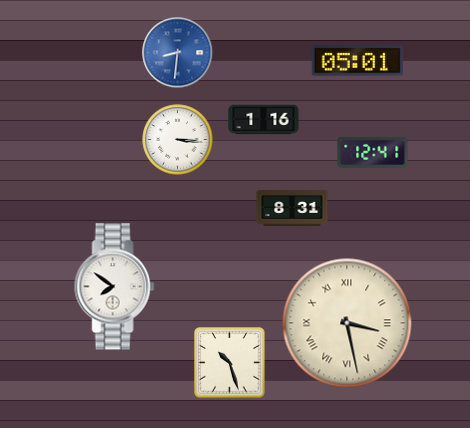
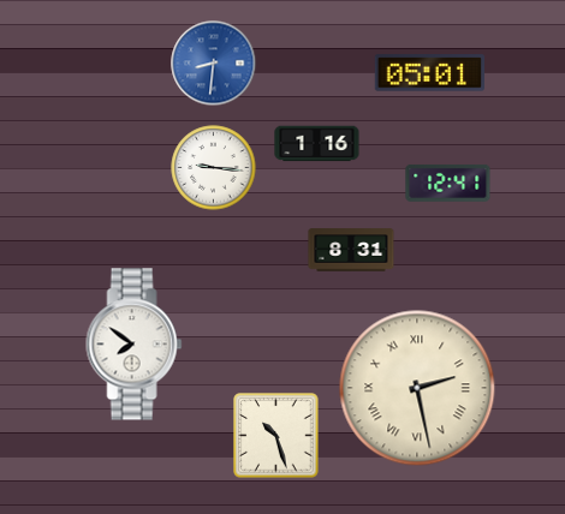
clock at (178, 140): 3:16 -> 9:16
clock at (115, 287) position: (115, 287) -> (135, 345)
clock at (347, 323): 3:28 -> 2:28
